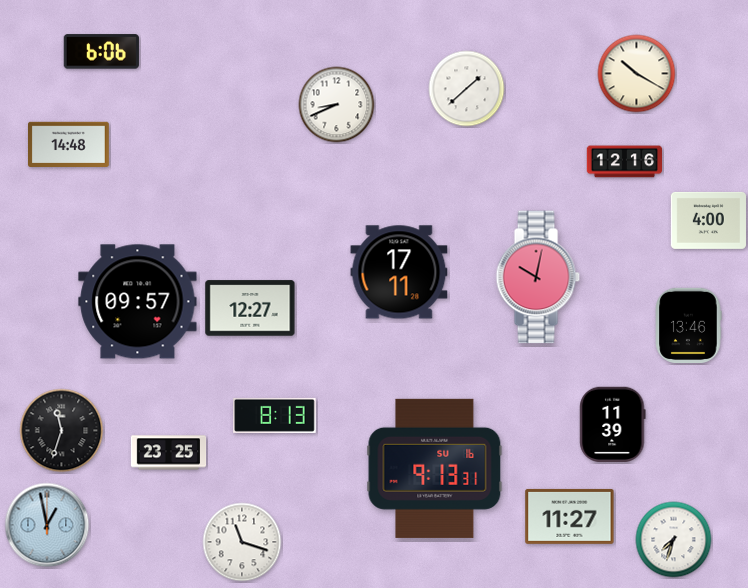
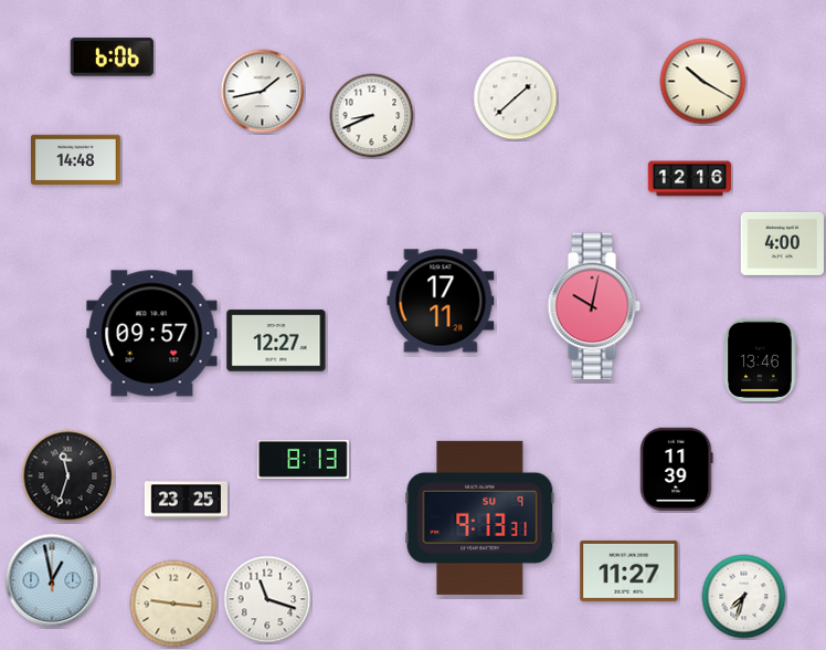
clock at (263, 92): none -> 1:43
clock at (435, 468) date: SU 16 -> SU 9
clock at (173, 604): none -> 9:16
